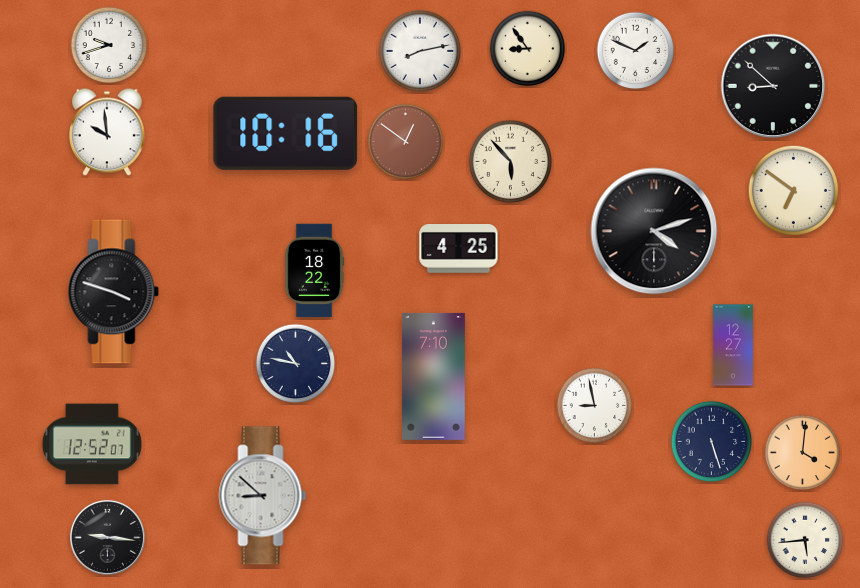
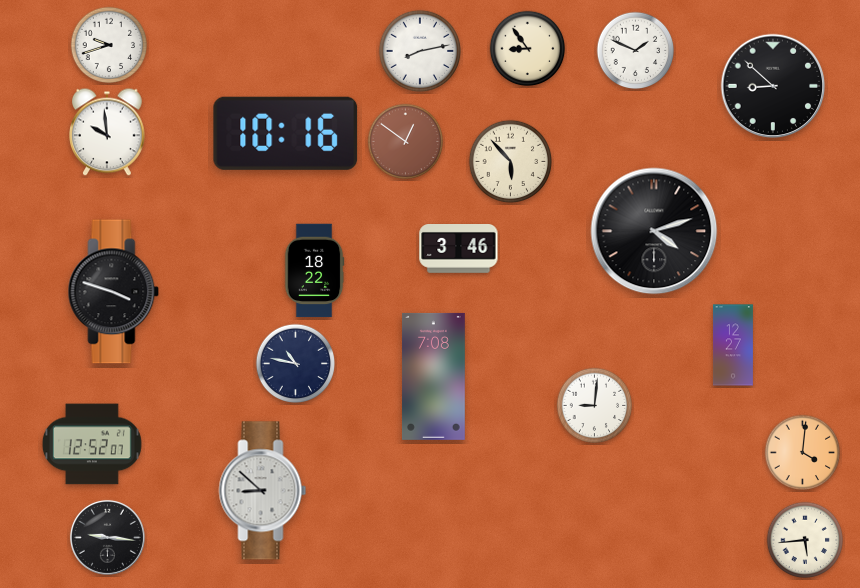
clock at (793, 190): 6:51 -> none
clock at (459, 249): 4:25 -> 3:46
clock at (434, 376): 7:10 -> 7:08
clock at (595, 406): 8:58 -> 9:01
clock at (712, 442): 5:27 -> none
clock at (263, 496) position: (263, 496) -> (263, 491)
